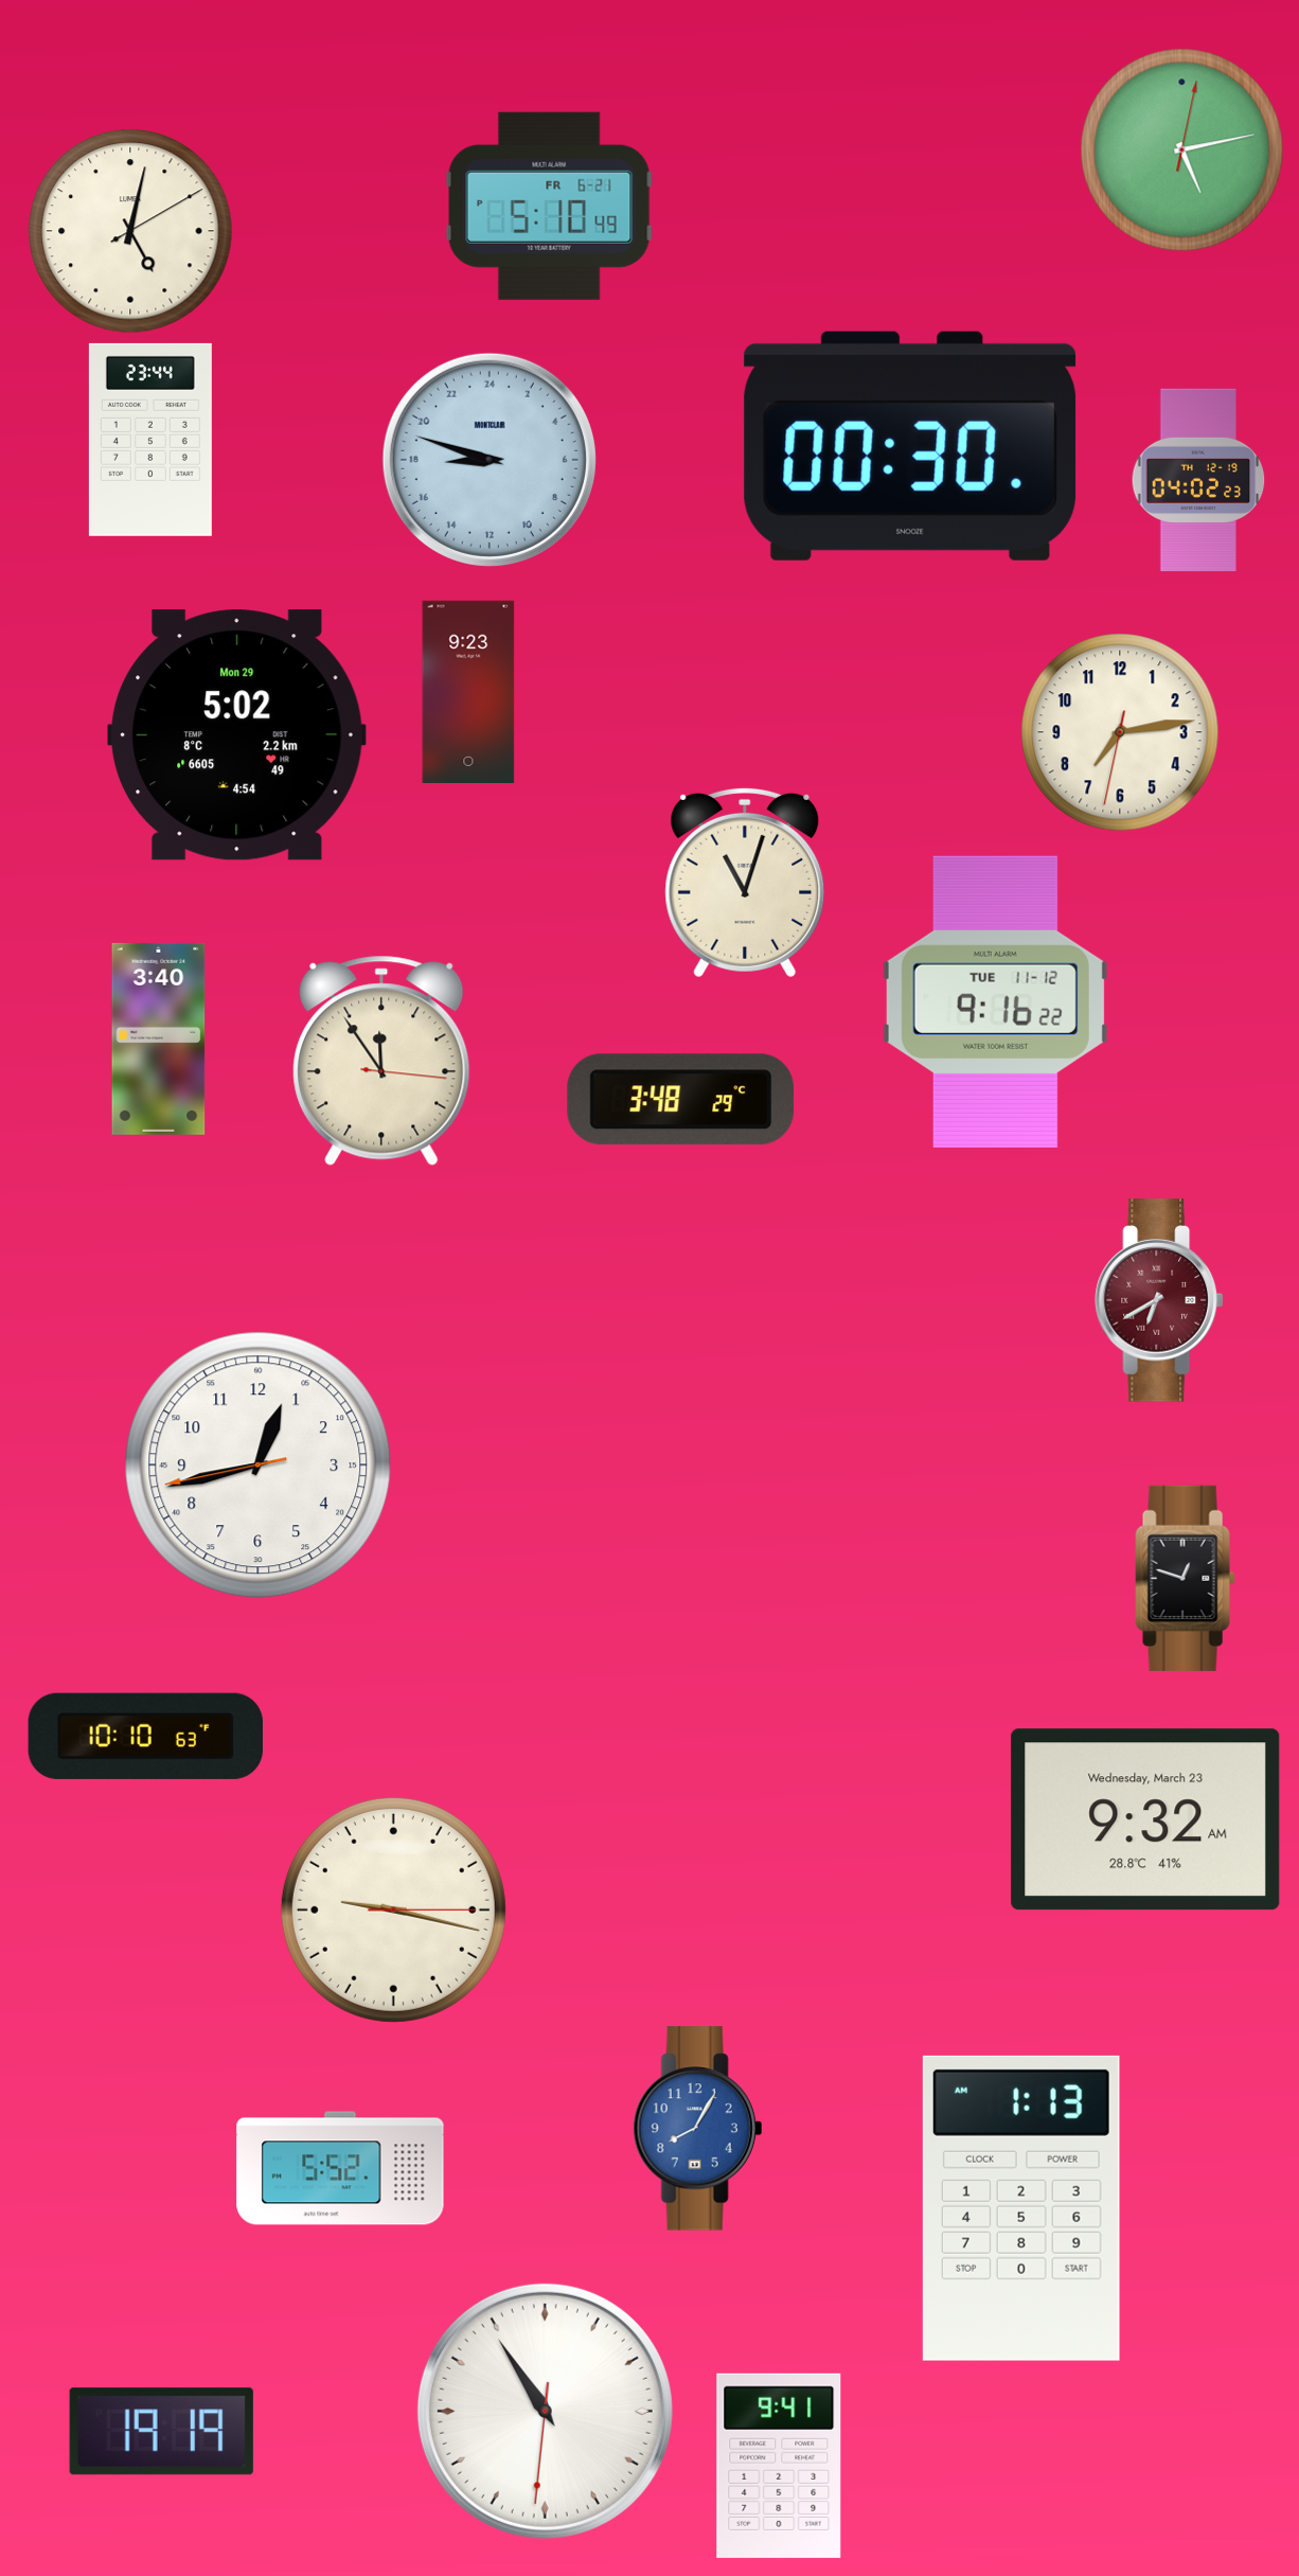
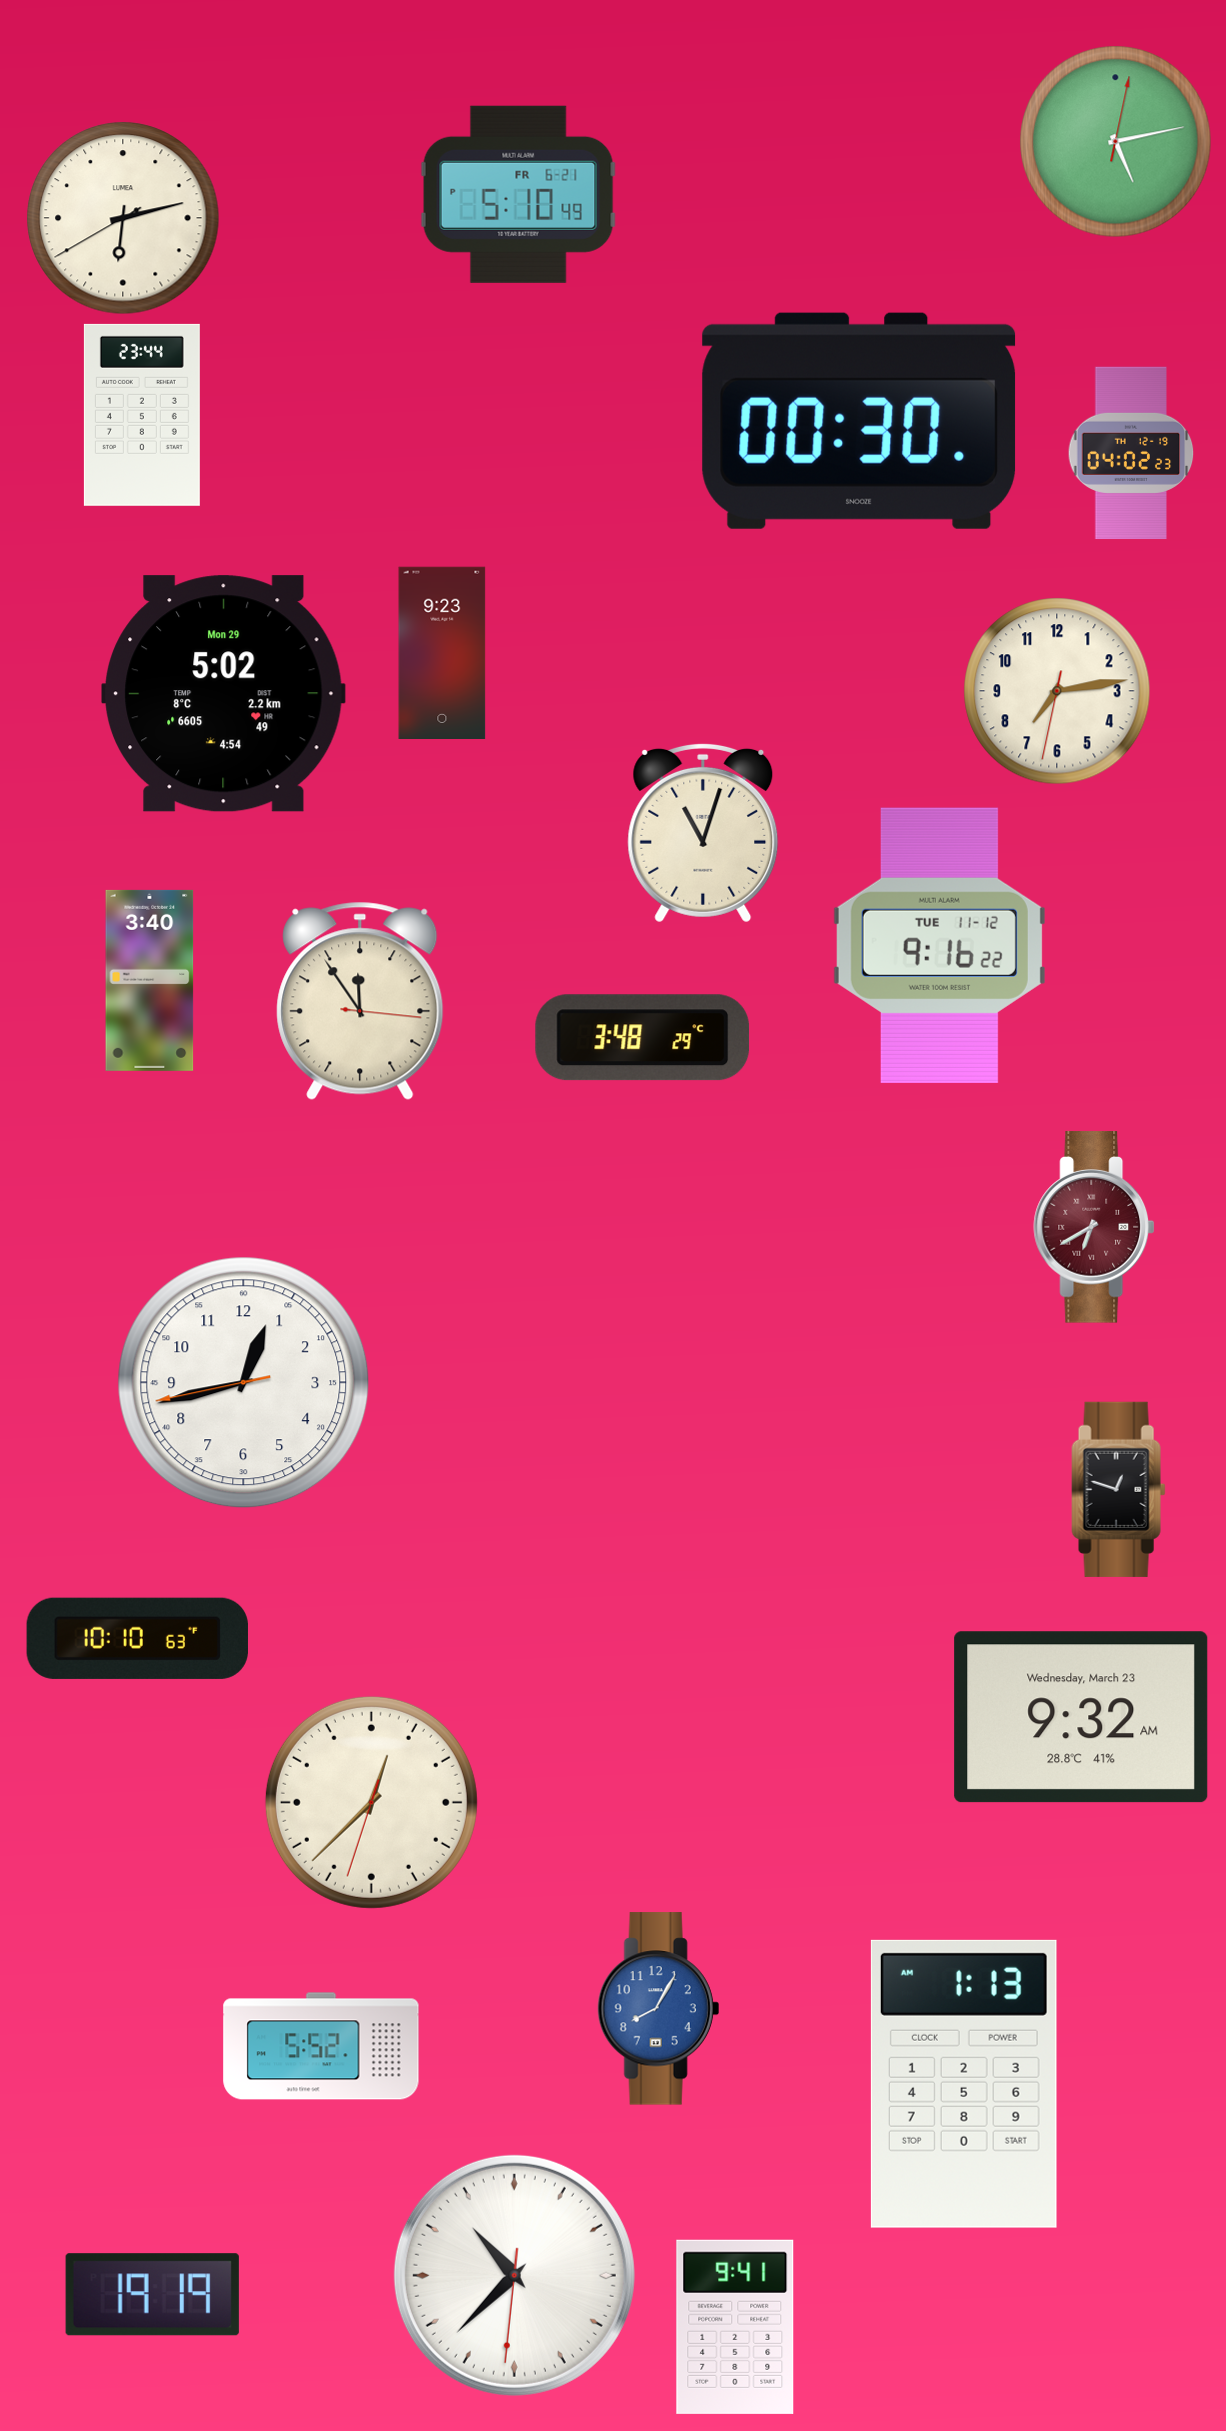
clock at (130, 231): 5:02 -> 6:12
clock at (490, 460): 17:48 -> none
clock at (393, 1909): 9:17 -> 12:37
clock at (545, 2411): 10:54 -> 10:37
